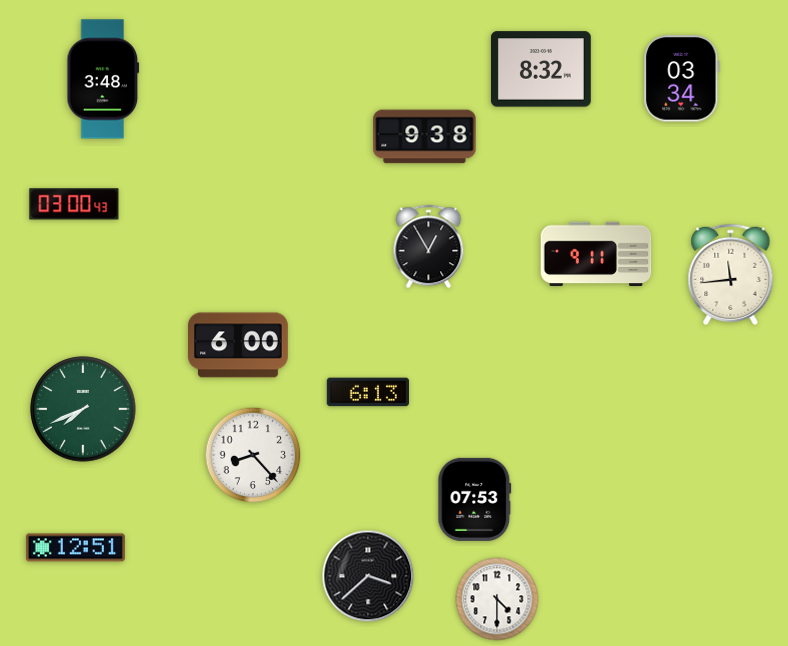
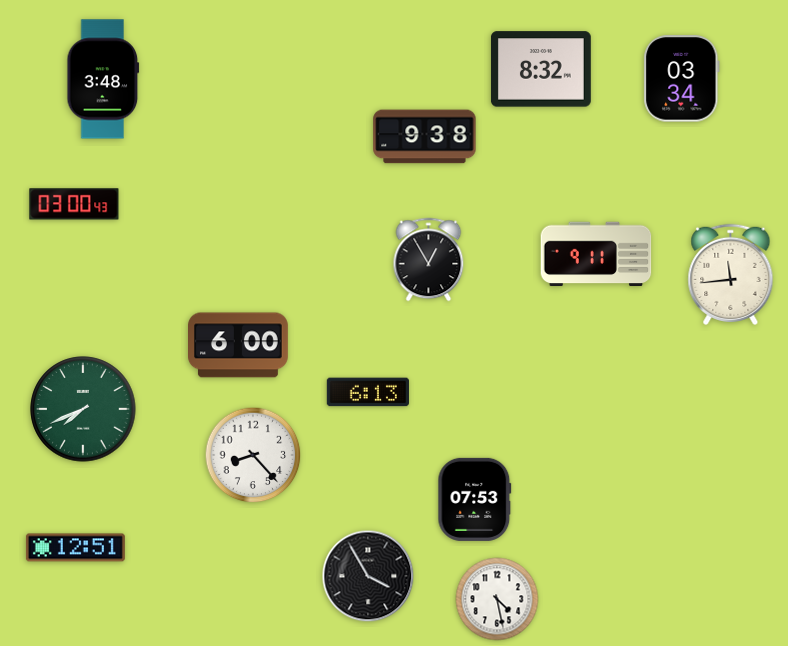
clock at (429, 247) position: (429, 247) -> (429, 260)
clock at (368, 576): 3:38 -> 3:55
clock at (497, 599): 4:30 -> 4:28
